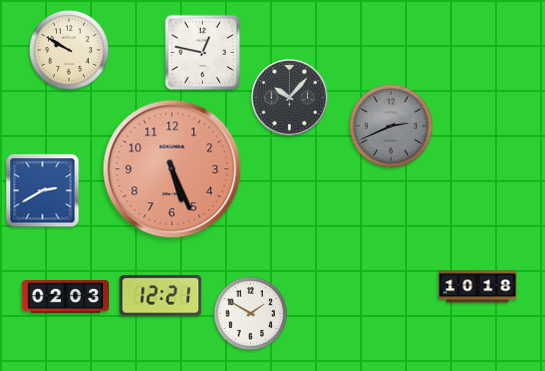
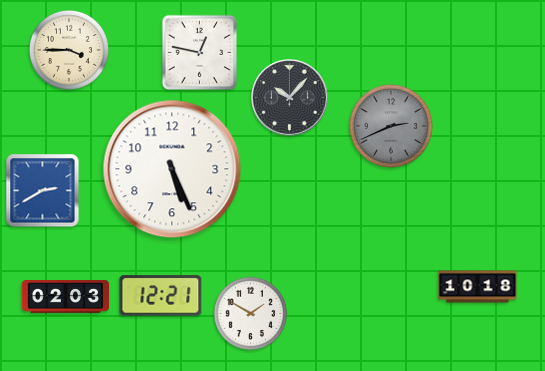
clock at (69, 50): 9:50 -> 3:45
clock at (203, 53) position: (203, 53) -> (200, 53)
clock at (172, 169) dial: salmon -> white
